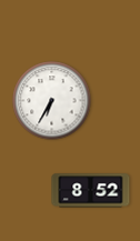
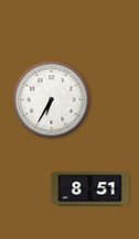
clock at (91, 191): 8:52 -> 8:51
